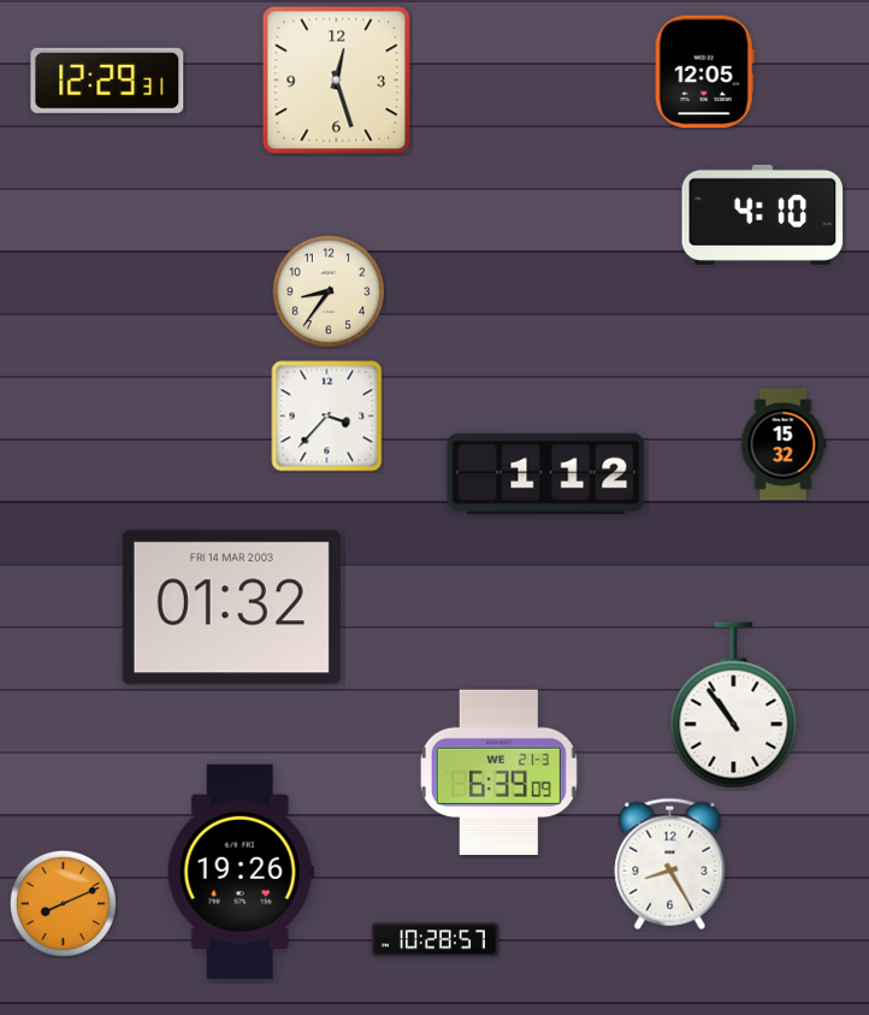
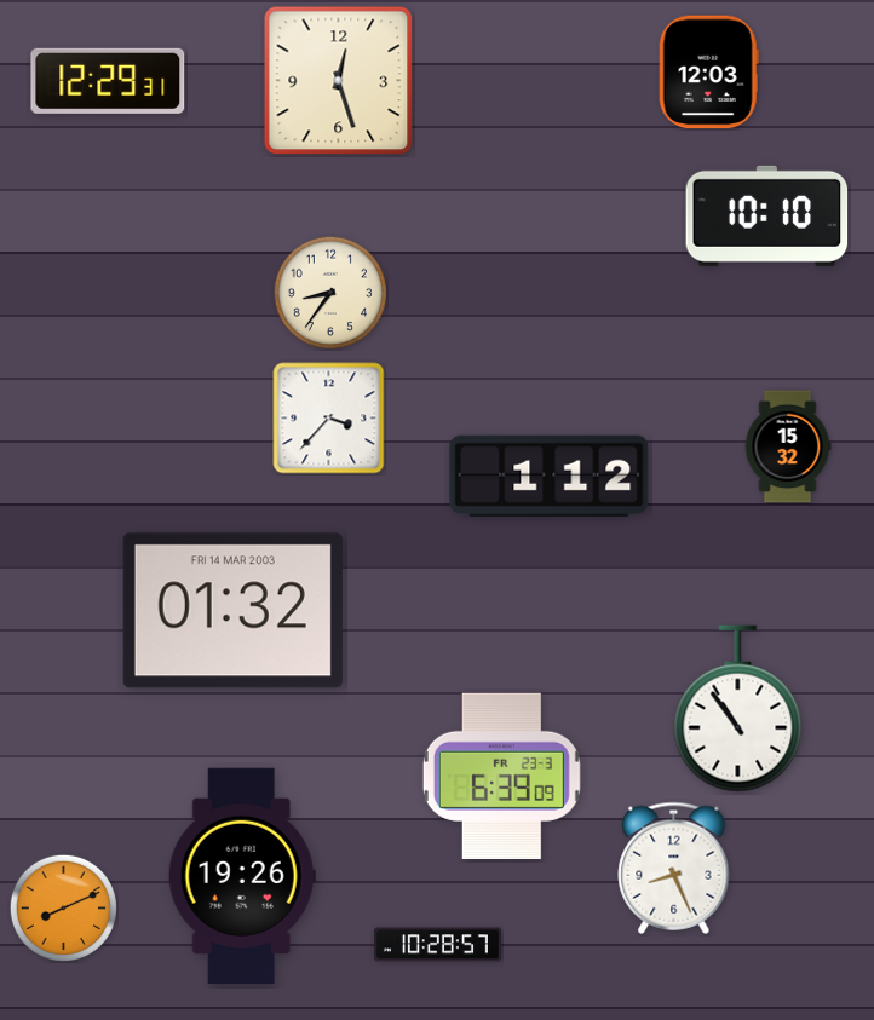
clock at (704, 72): 12:05 -> 12:03
clock at (763, 214): 4:10 -> 10:10
clock at (498, 772) date: WE 21-3 -> FR 23-3
clock at (670, 863): 8:25 -> 8:26
